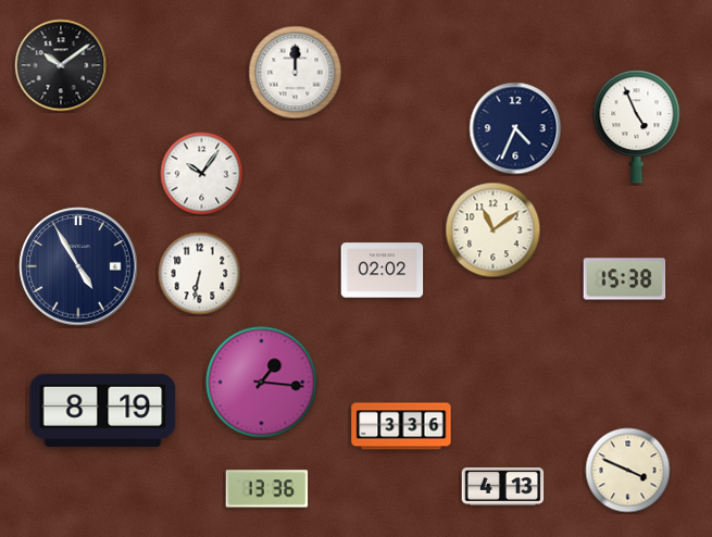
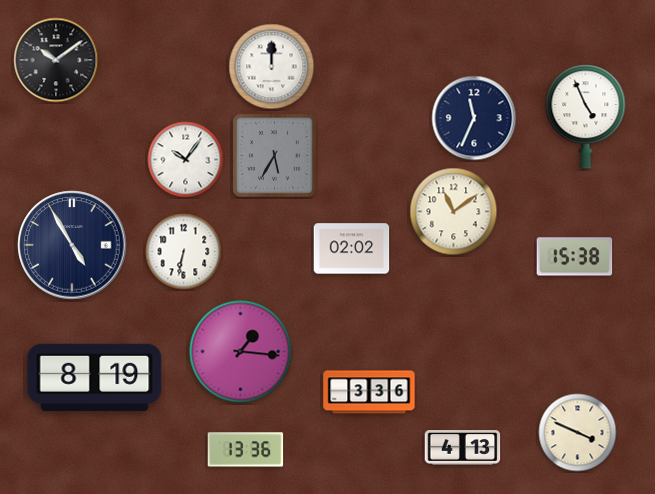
clock at (515, 128): 4:34 -> 11:34
clock at (275, 156): none -> 5:35
